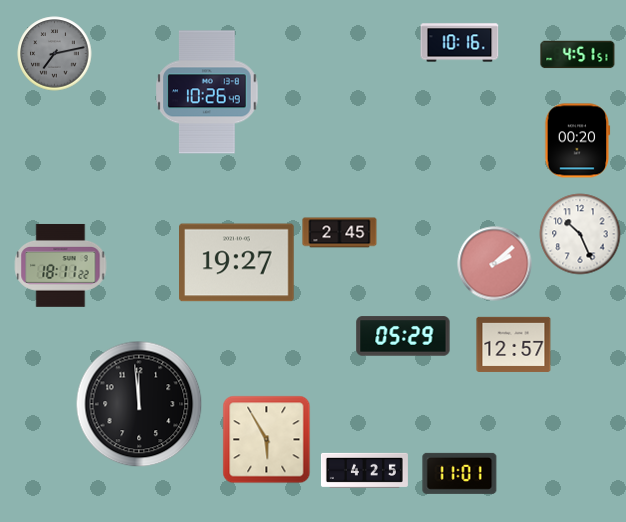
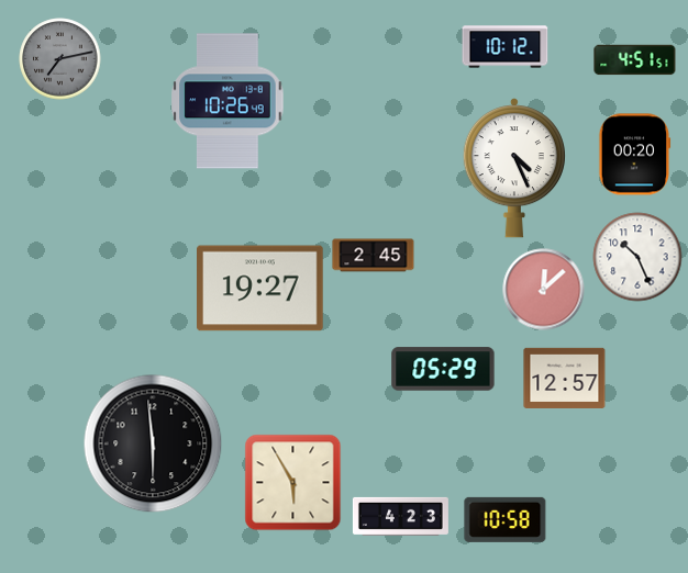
clock at (460, 43): 10:16 -> 10:12
clock at (514, 169): none -> 4:26
clock at (495, 264): 2:08 -> 12:08
clock at (61, 266): 18:11 -> none
clock at (139, 404): 11:59 -> 5:59
clock at (364, 470): 4:25 -> 4:23
clock at (460, 473): 11:01 -> 10:58
